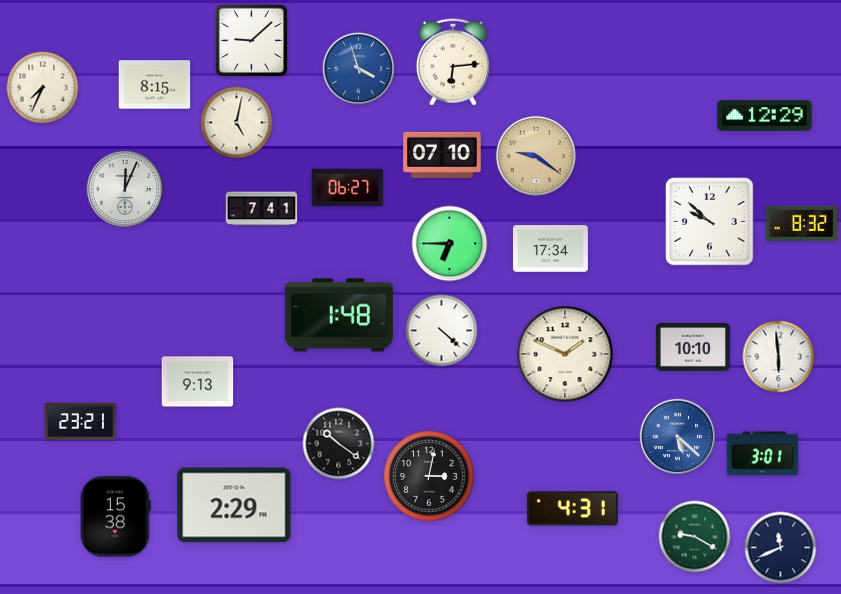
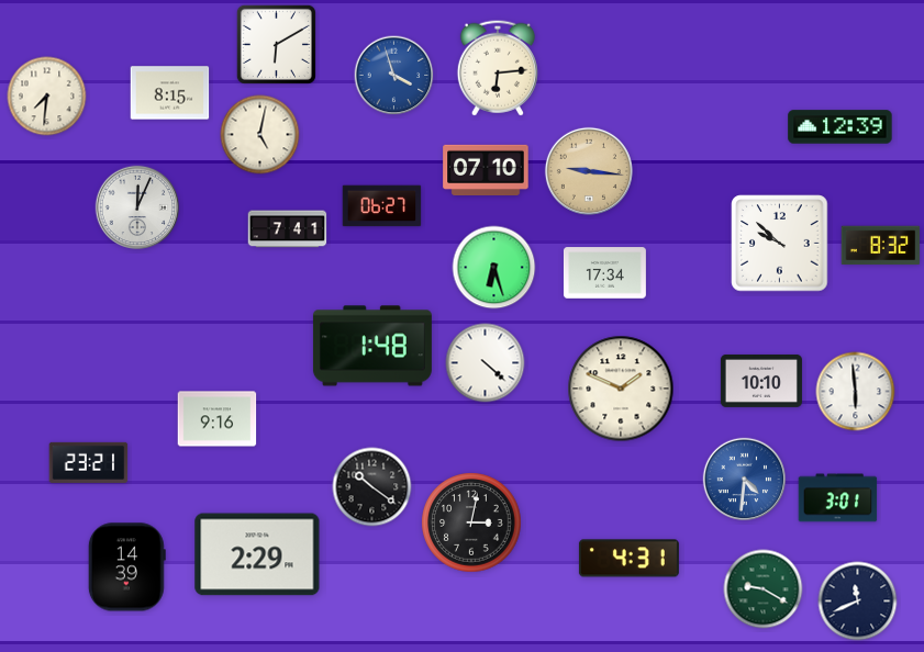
clock at (251, 40): 9:08 -> 6:10
clock at (43, 88): 7:34 -> 7:31
clock at (765, 116): 12:29 -> 12:39
clock at (536, 156): 9:21 -> 9:16
clock at (450, 244): 6:45 -> 6:27
clock at (198, 382): 9:13 -> 9:16
clock at (678, 437): 5:22 -> 4:31
clock at (115, 517): 15:38 -> 14:39
